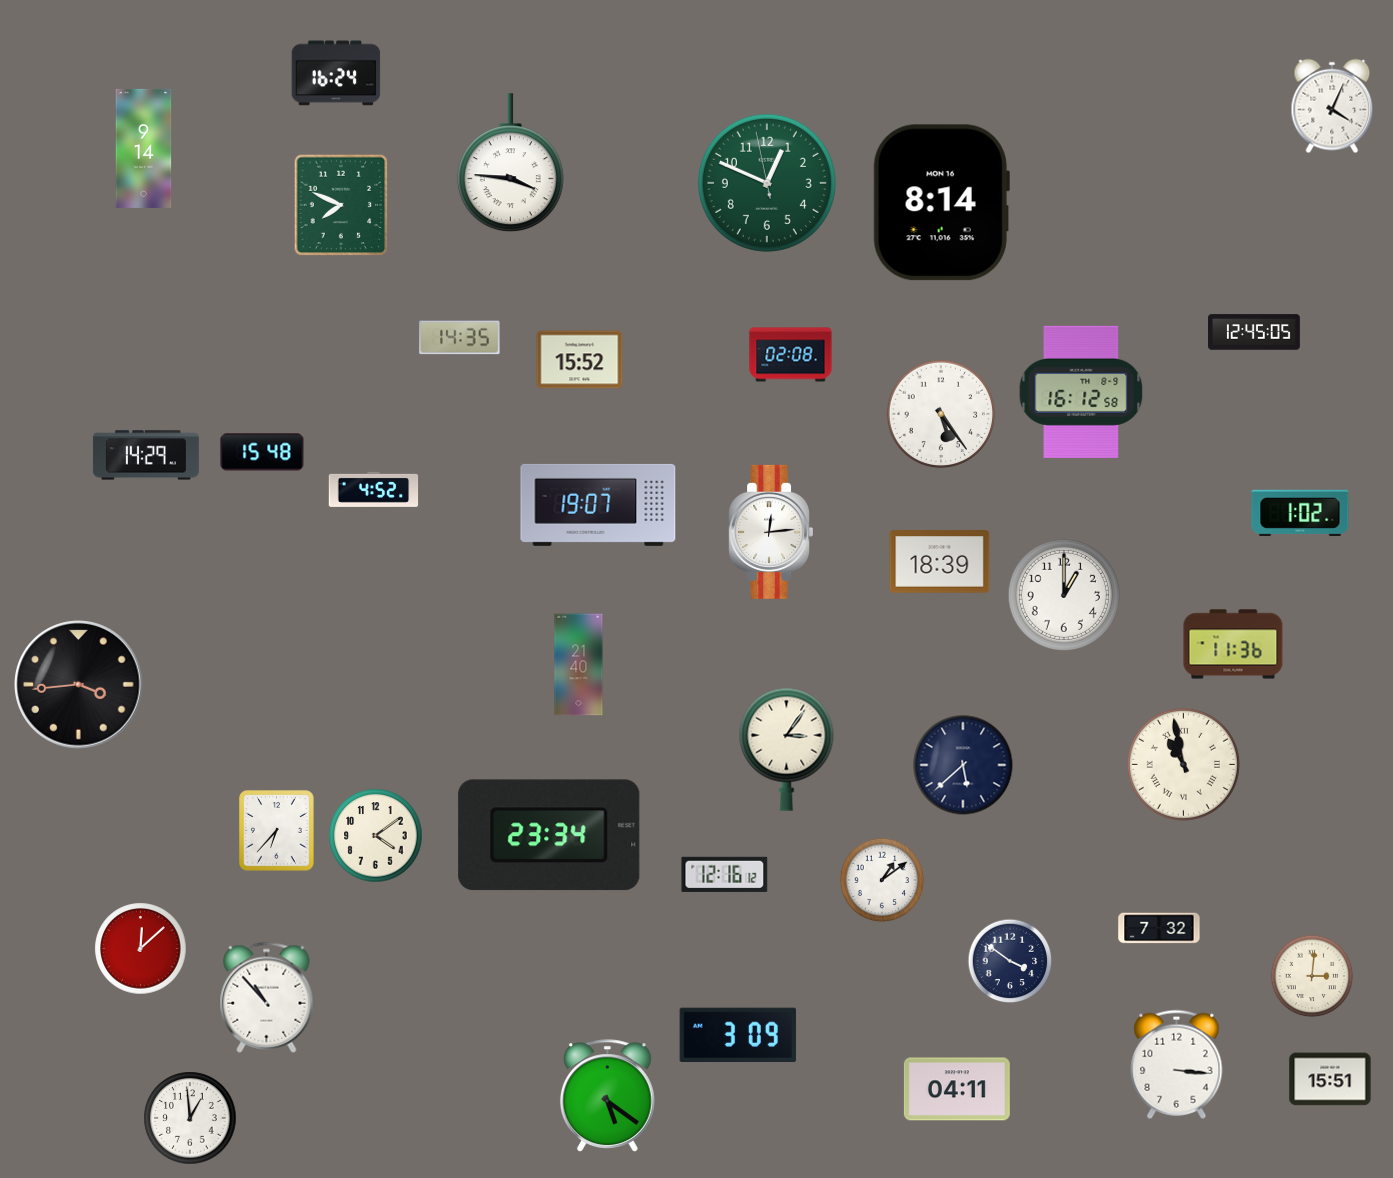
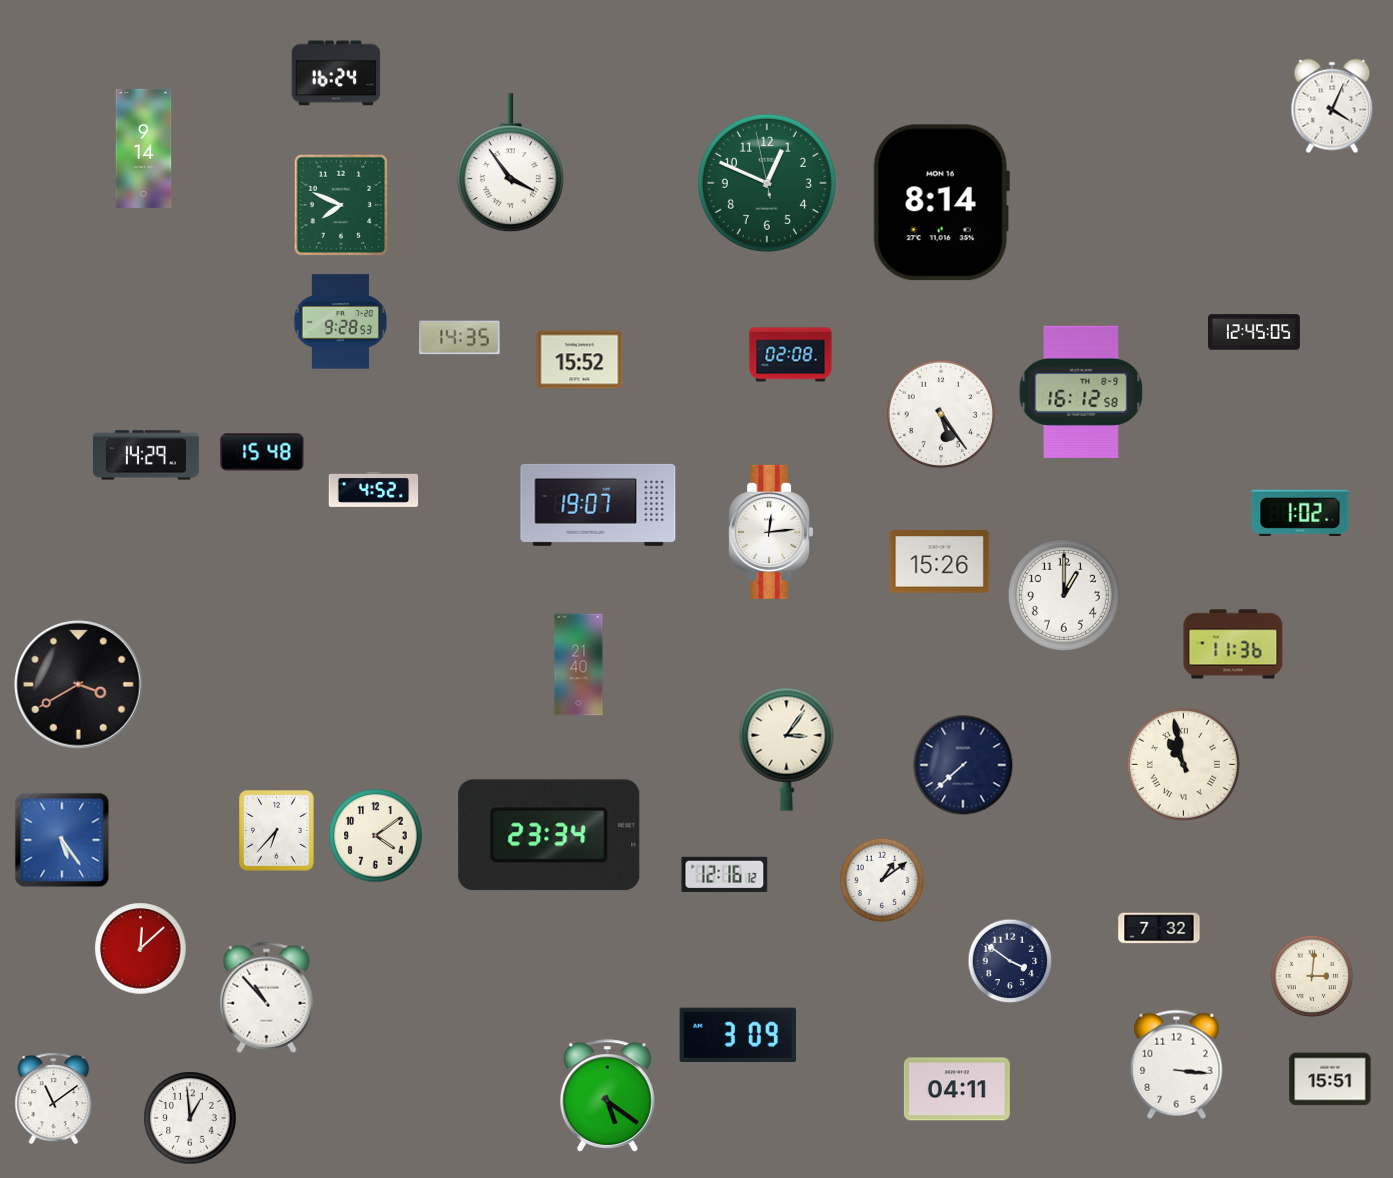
clock at (510, 163): 3:46 -> 3:54
clock at (341, 322): none -> 9:28
clock at (940, 562): 18:39 -> 15:26
clock at (79, 685): 3:44 -> 3:40
clock at (963, 765): 5:38 -> 7:38
clock at (62, 840): none -> 5:24
clock at (54, 1099): none -> 11:09
